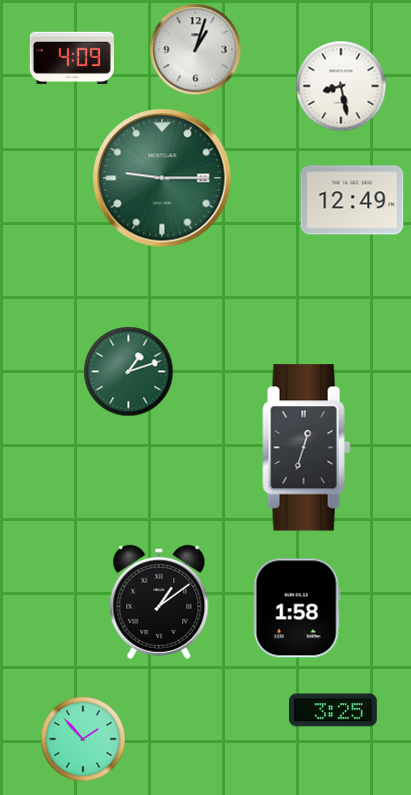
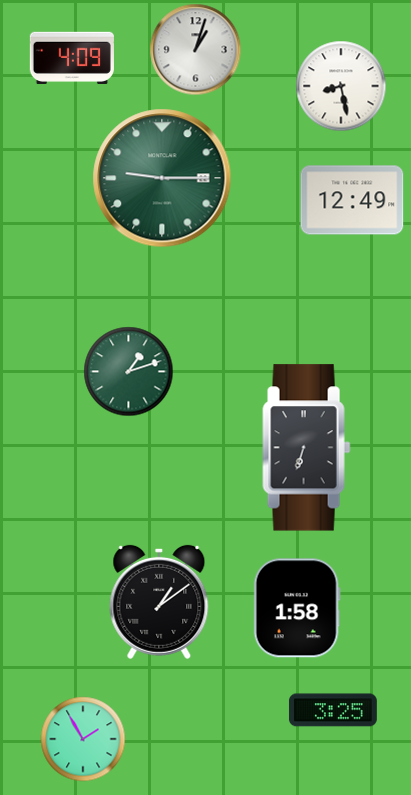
clock at (307, 448): 12:33 -> 6:33
clock at (83, 739): 1:53 -> 1:55
